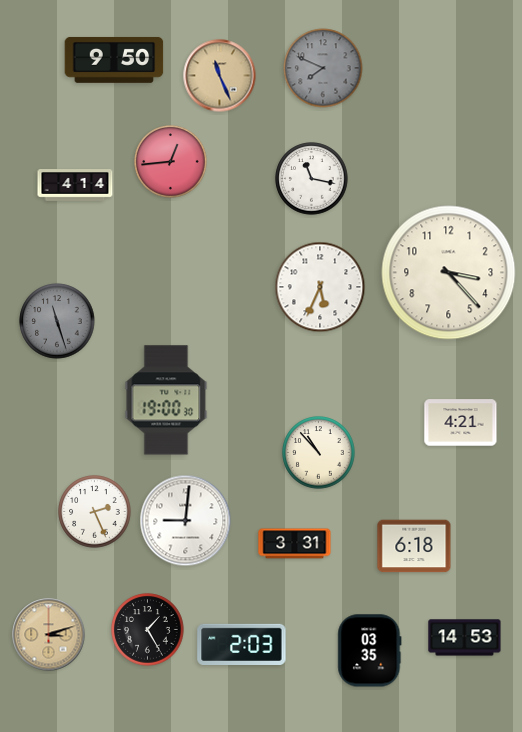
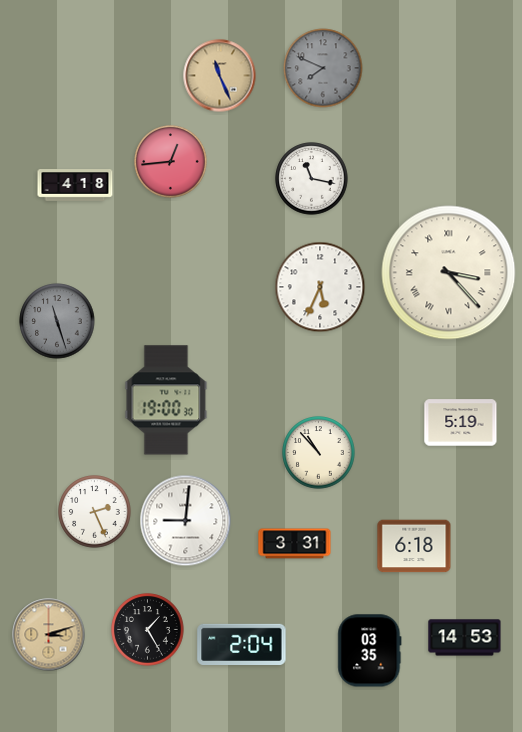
clock at (114, 60): 9:50 -> none
clock at (75, 185): 4:14 -> 4:18
clock at (449, 273) numerals: Arabic -> Roman
clock at (461, 423): 4:21 -> 5:19
clock at (242, 644): 2:03 -> 2:04
